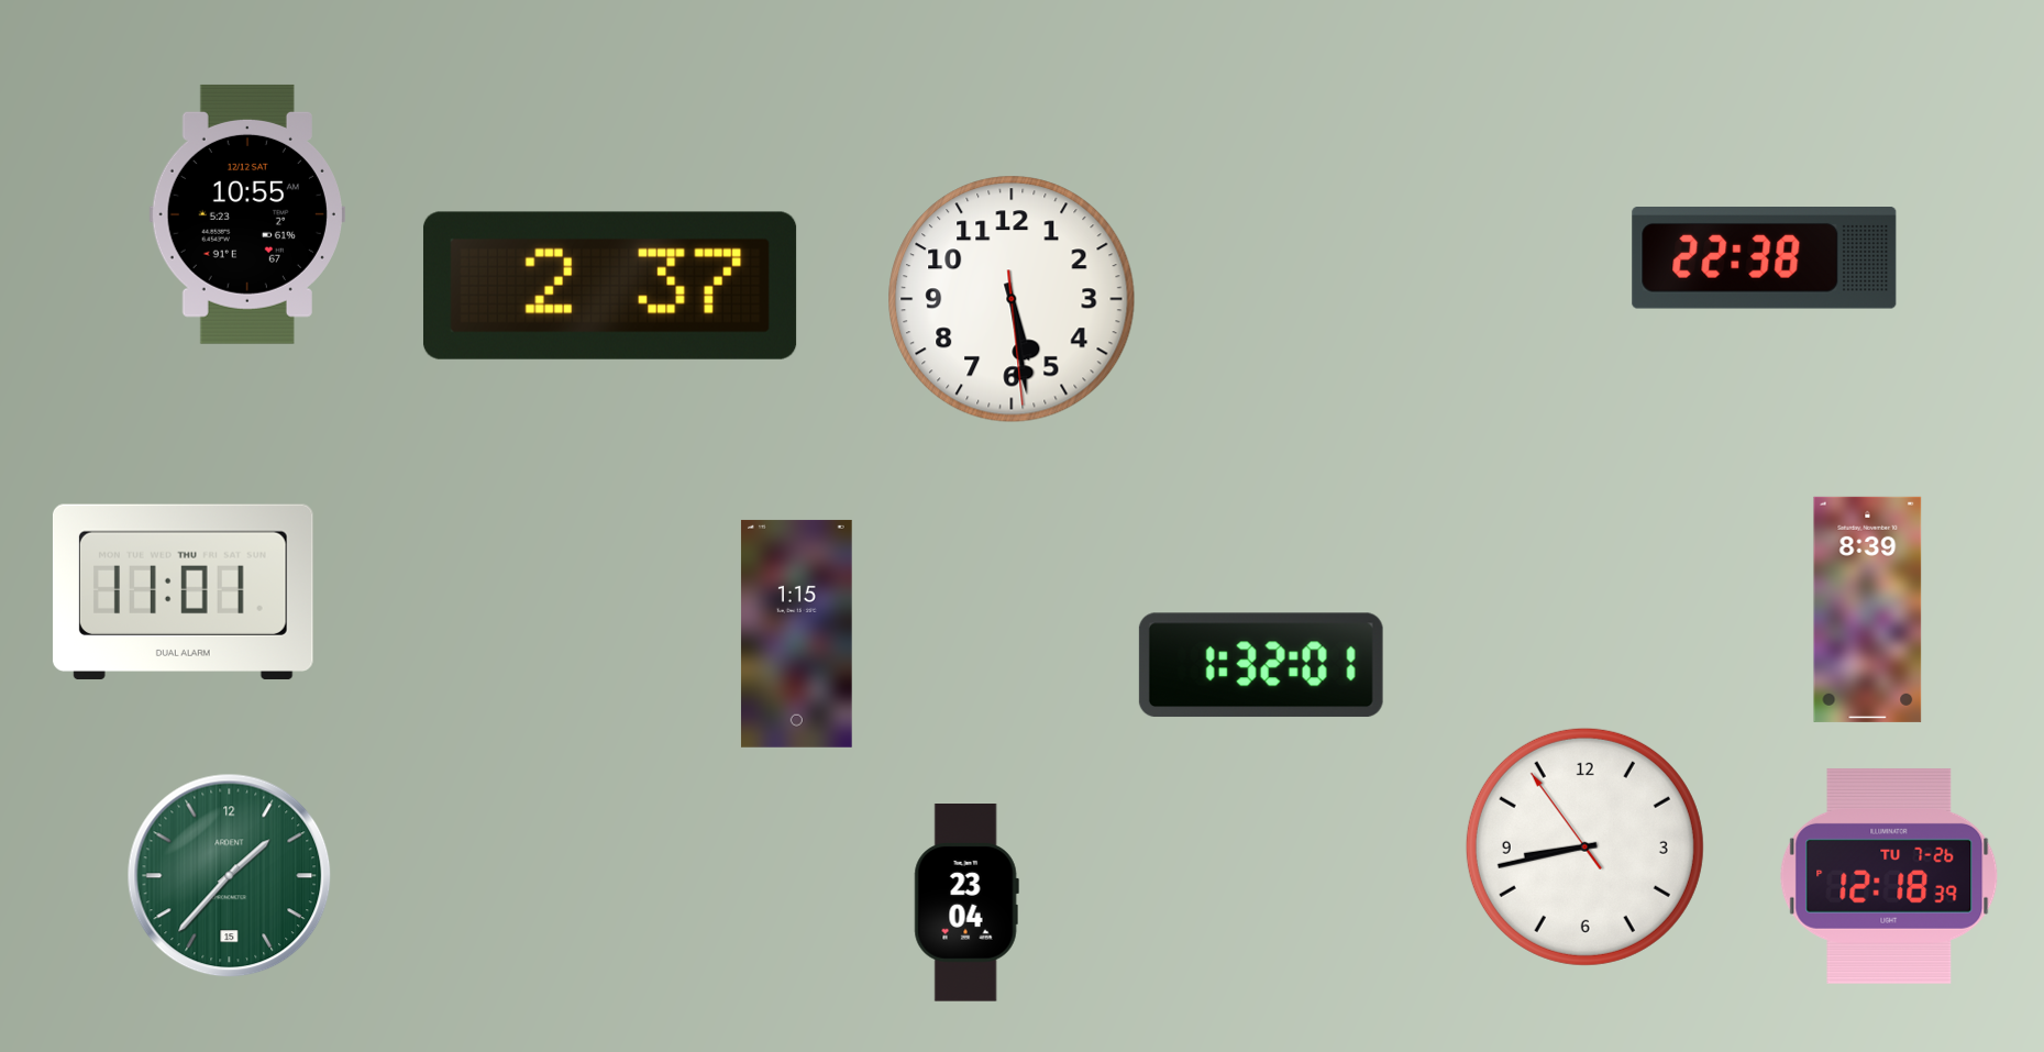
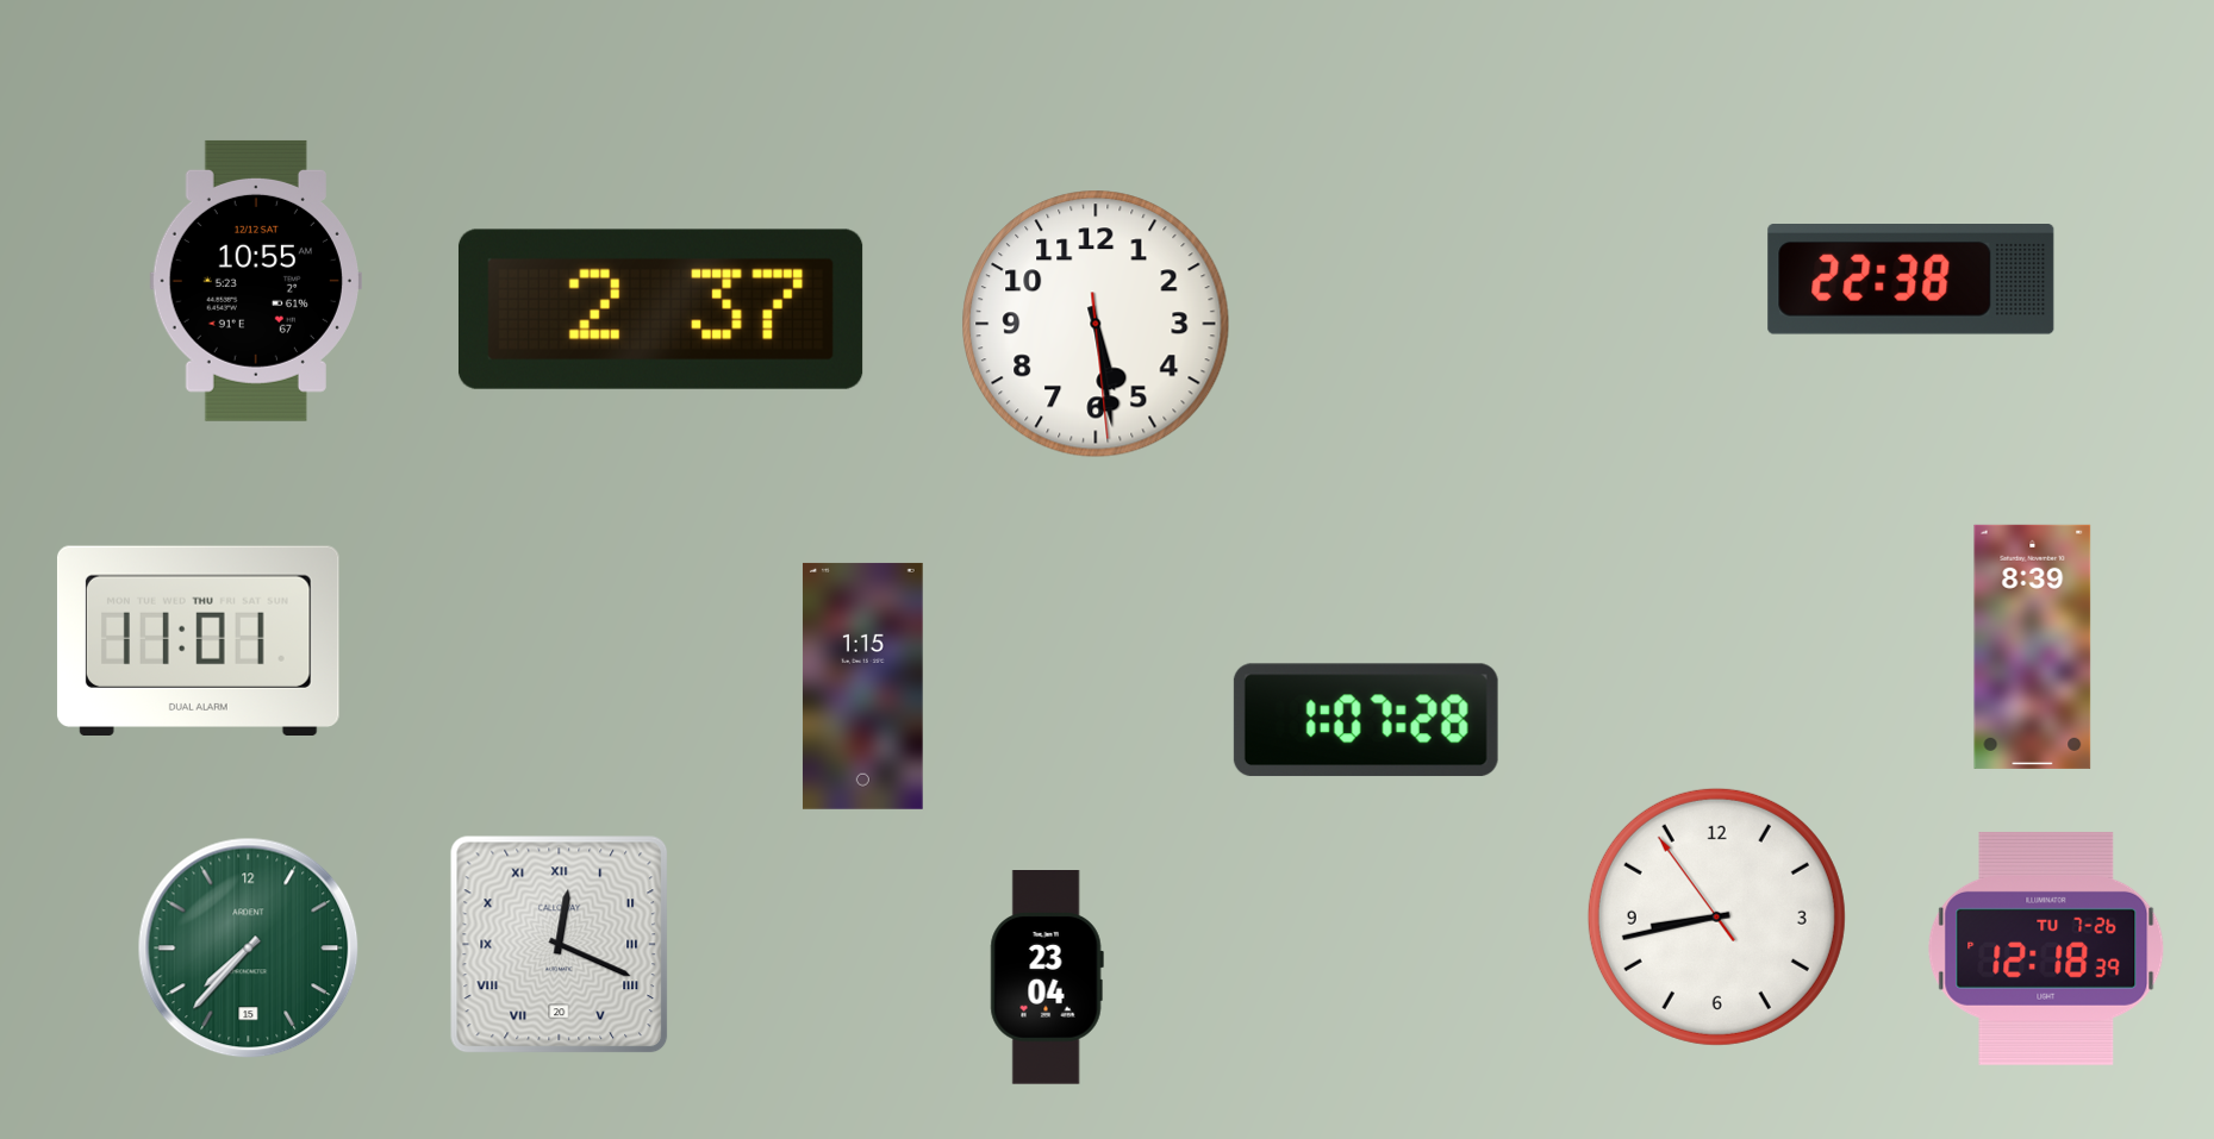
clock at (247, 214) position: (247, 214) -> (256, 281)
clock at (1868, 609) position: (1868, 609) -> (2033, 646)
clock at (1261, 665): 1:32 -> 1:07
clock at (560, 945): none -> 12:19
clock at (230, 876): 1:37 -> 7:37
